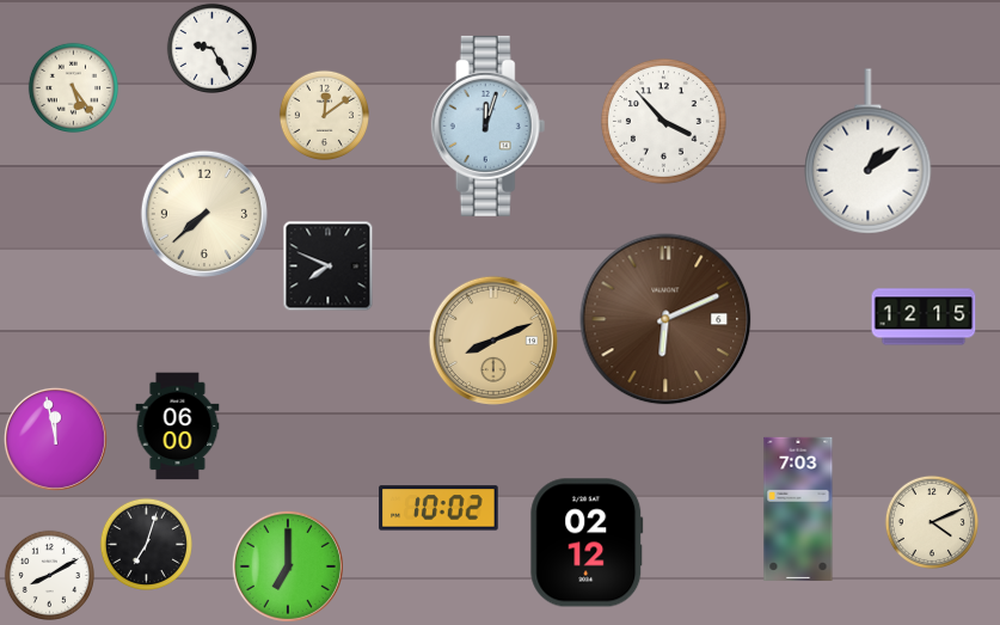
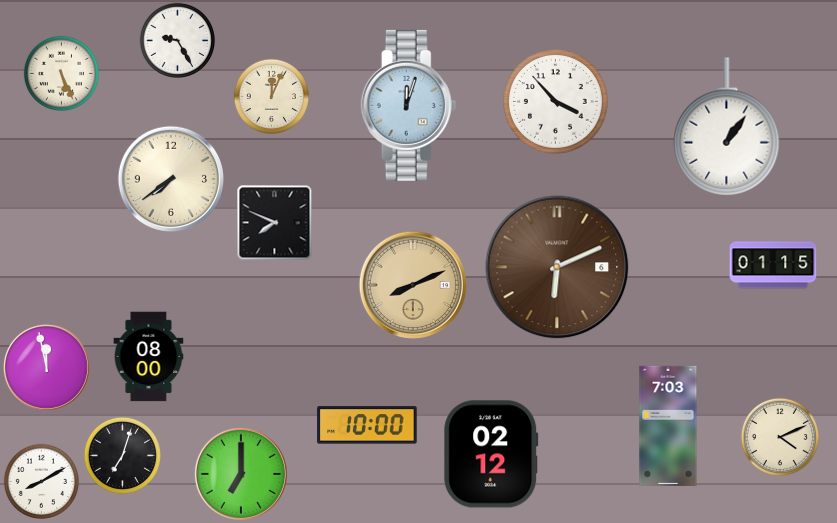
clock at (73, 87): 5:24 -> 5:26
clock at (324, 115): 12:09 -> 12:04
clock at (869, 152): 1:09 -> 1:06
clock at (204, 214): 7:38 -> 7:39
clock at (924, 317): 12:15 -> 01:15
clock at (178, 427): 06:00 -> 08:00
clock at (438, 508): 10:02 -> 10:00
